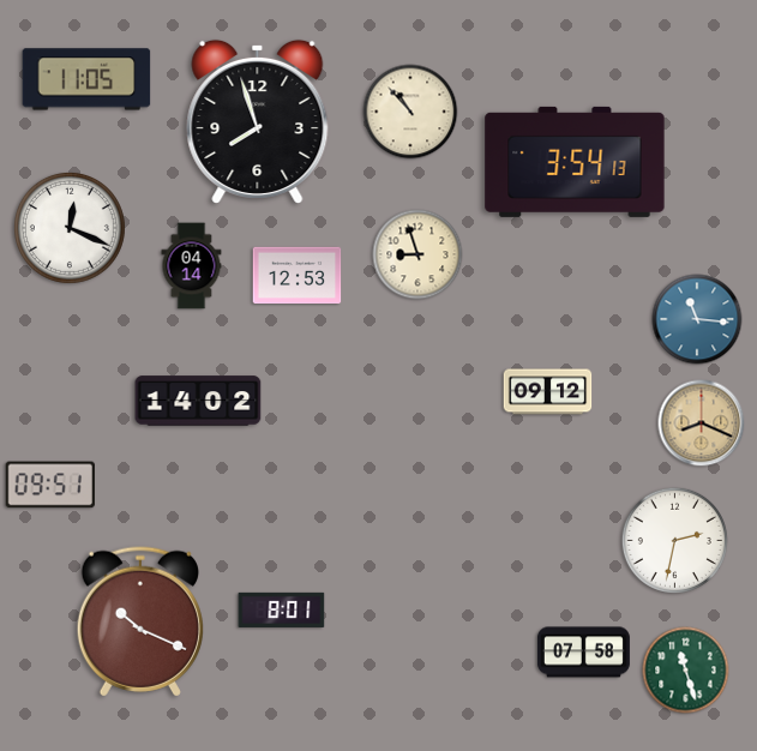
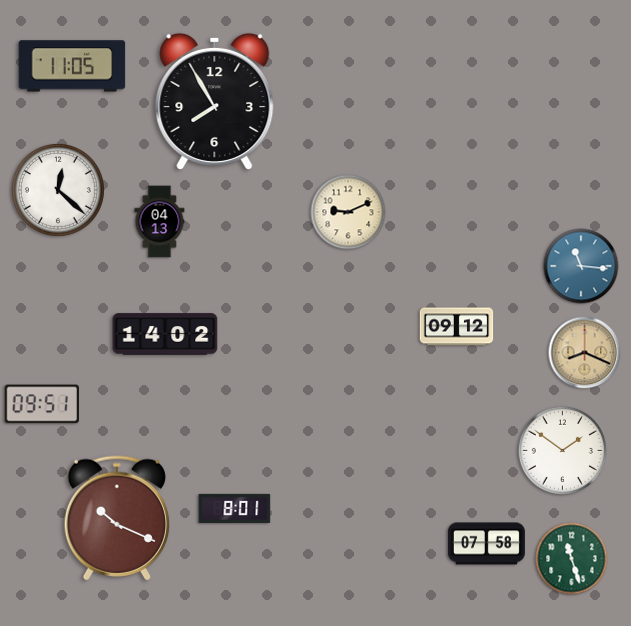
clock at (410, 112): 10:53 -> none
clock at (258, 121): 7:57 -> 7:55
clock at (575, 162): 3:54 -> none
clock at (70, 228): 12:19 -> 12:22
clock at (417, 254): 8:57 -> 9:11
clock at (192, 266): 04:14 -> 04:13
clock at (298, 276): 12:53 -> none
clock at (674, 540): 2:32 -> 1:51
